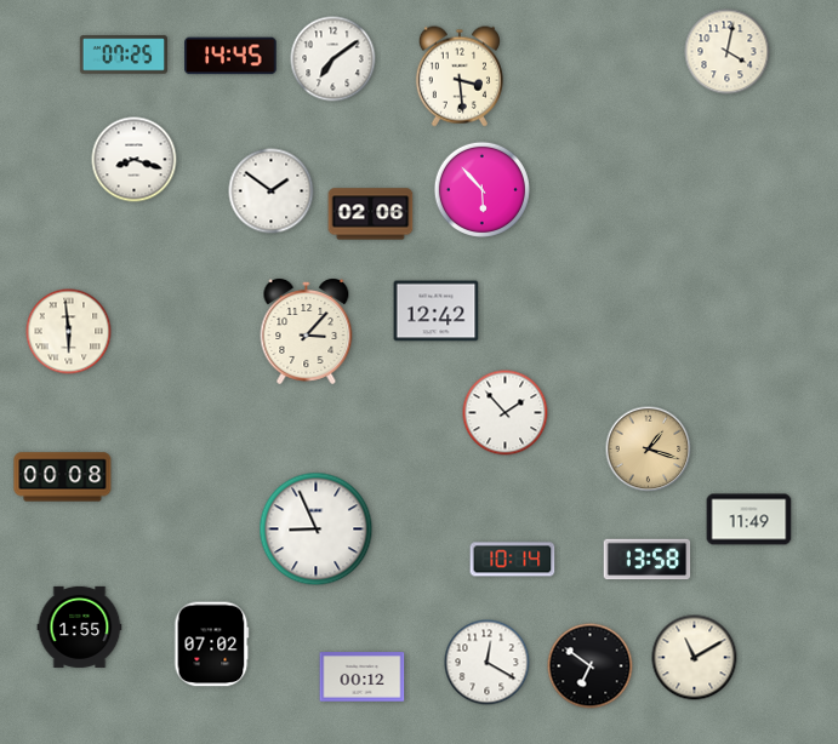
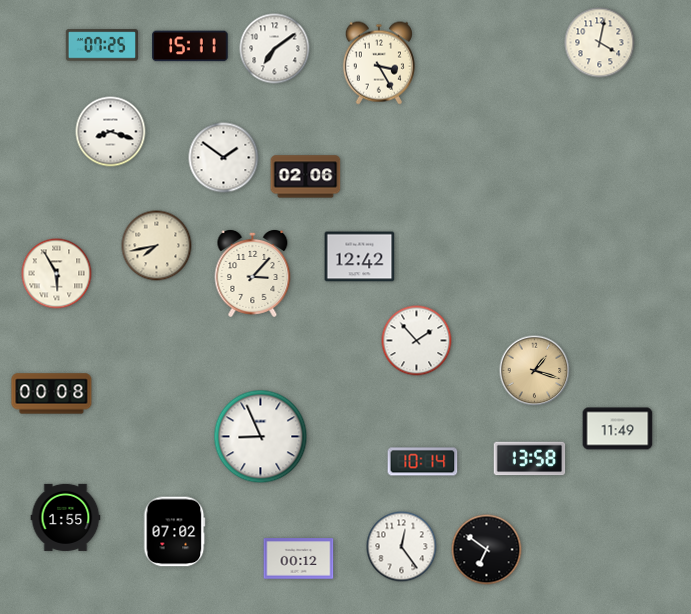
clock at (230, 56): 14:45 -> 15:11
clock at (460, 76): 3:29 -> 3:25
clock at (481, 189): 5:53 -> none
clock at (157, 246): none -> 7:43
clock at (69, 332): 5:59 -> 5:55
clock at (648, 560) position: (648, 560) -> (530, 459)
clock at (695, 658): 11:10 -> none
clock at (488, 663): 12:20 -> 12:24
